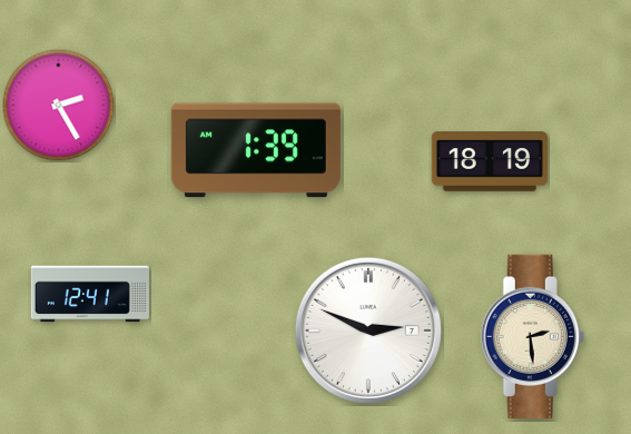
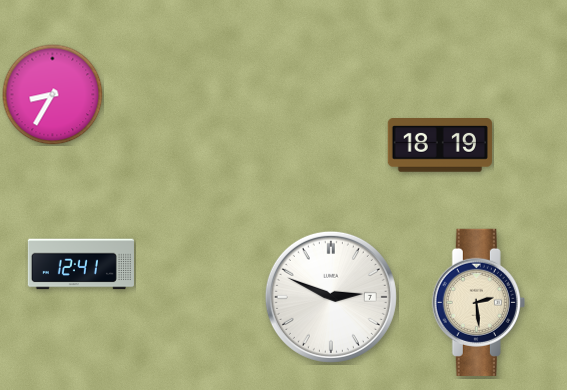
clock at (59, 106): 2:25 -> 8:35
clock at (256, 150): 1:39 -> none
